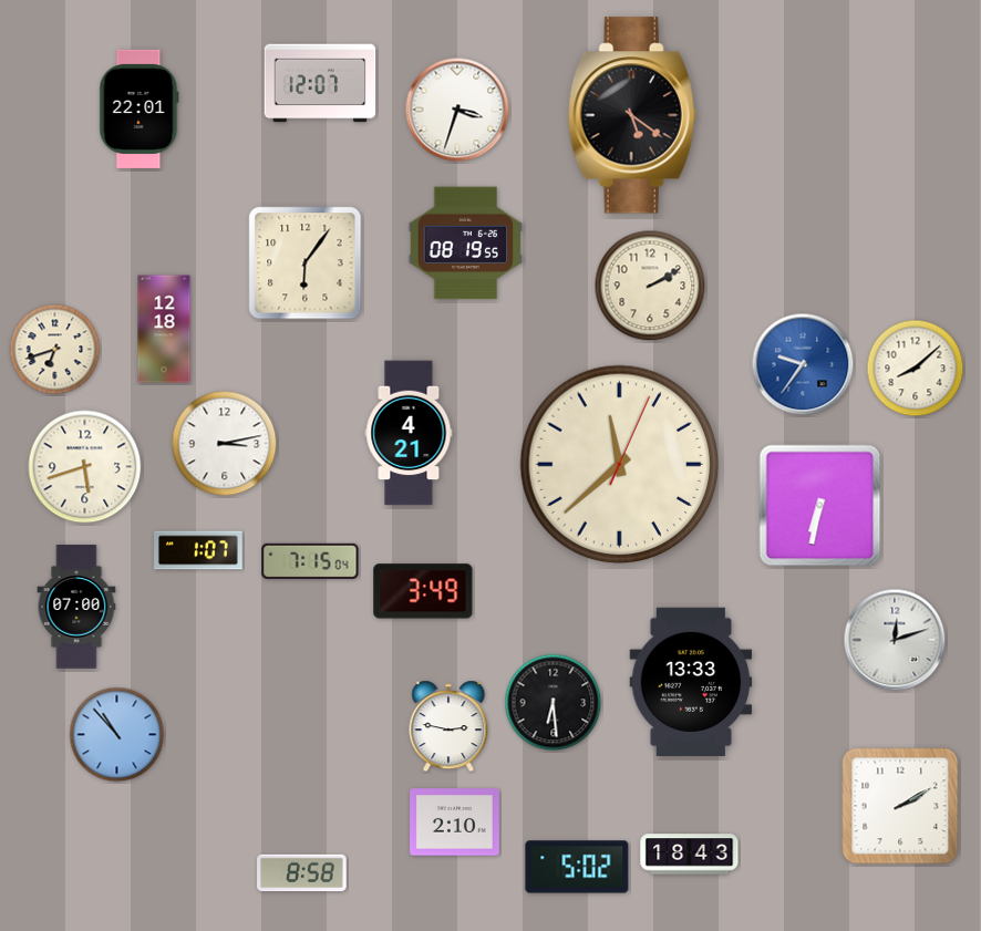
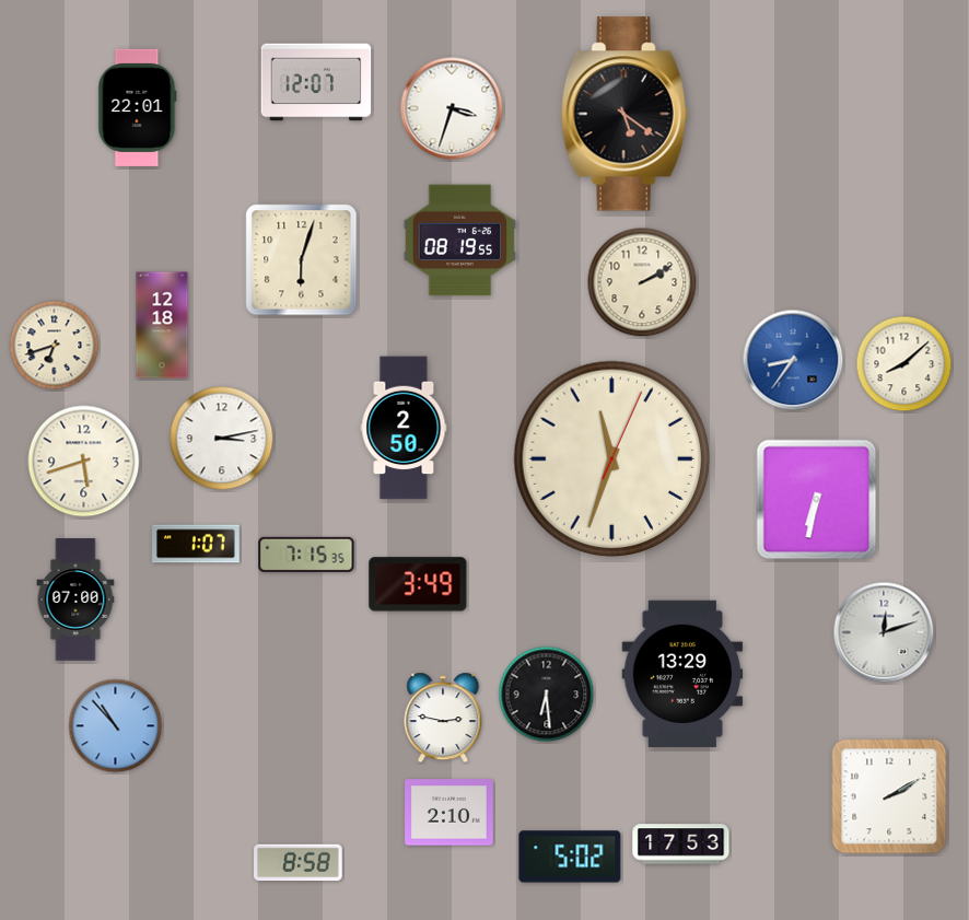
clock at (306, 263): 6:06 -> 6:03
clock at (803, 364): 9:36 -> 8:36
clock at (409, 433): 4:21 -> 2:50
clock at (620, 465): 11:38 -> 11:33
clock at (820, 506) position: (820, 506) -> (817, 500)
clock at (310, 561): 7:15:04 -> 7:15:35
clock at (691, 681): 13:33 -> 13:29
clock at (690, 855): 18:43 -> 17:53
